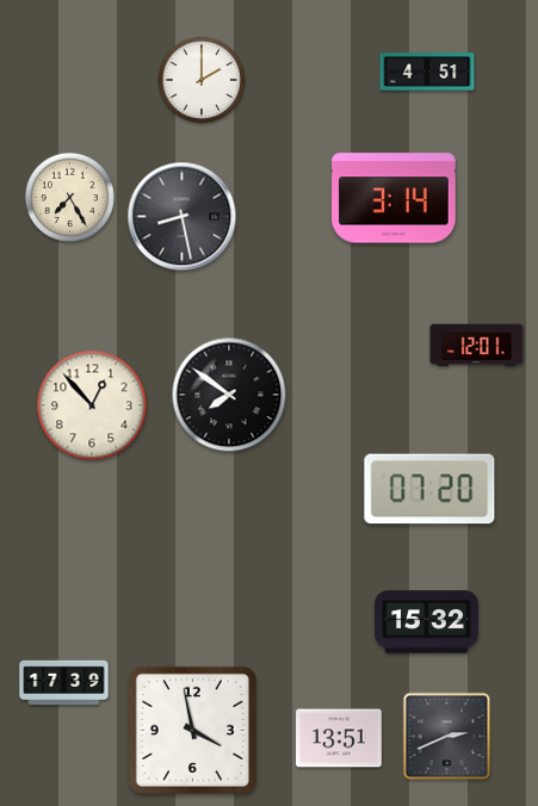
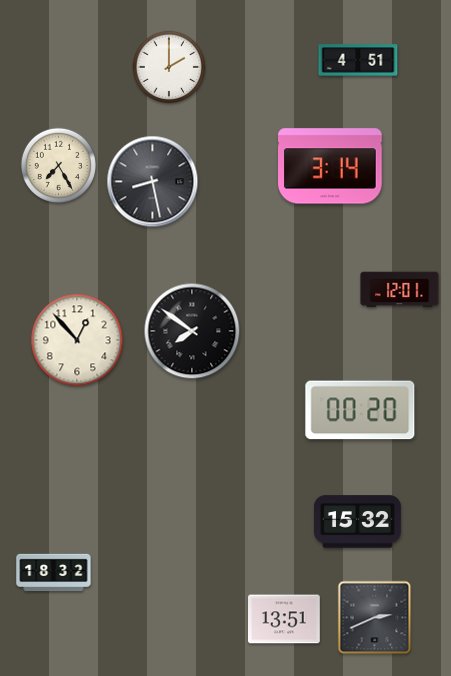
clock at (429, 489): 07:20 -> 00:20
clock at (64, 683): 17:39 -> 18:32
clock at (192, 730): 3:58 -> none
